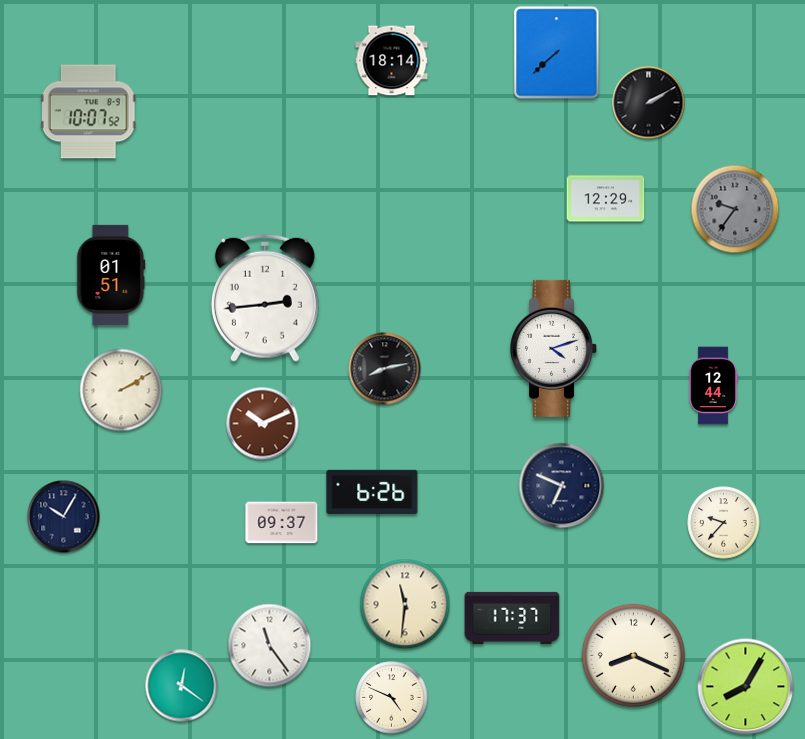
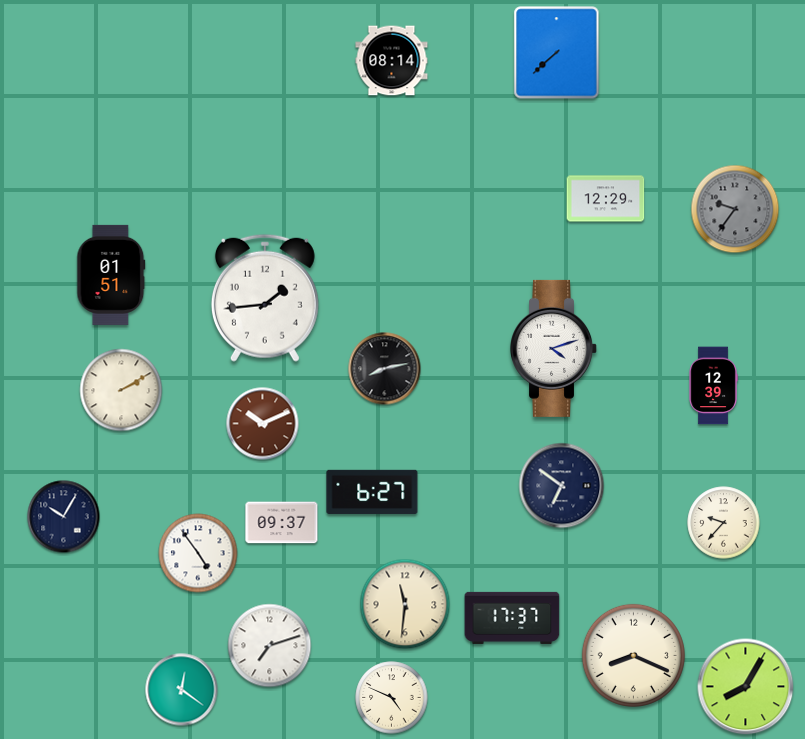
clock at (392, 61): 18:14 -> 08:14
clock at (649, 103): 2:10 -> none
clock at (88, 112): 10:07 -> none
clock at (265, 298): 2:44 -> 1:44
clock at (713, 386): 12:44 -> 12:39
clock at (562, 486): 6:49 -> 6:51
clock at (372, 492): 6:26 -> 6:27
clock at (198, 553): none -> 4:54
clock at (270, 646): 11:24 -> 7:12
clock at (182, 686) position: (182, 686) -> (182, 690)
